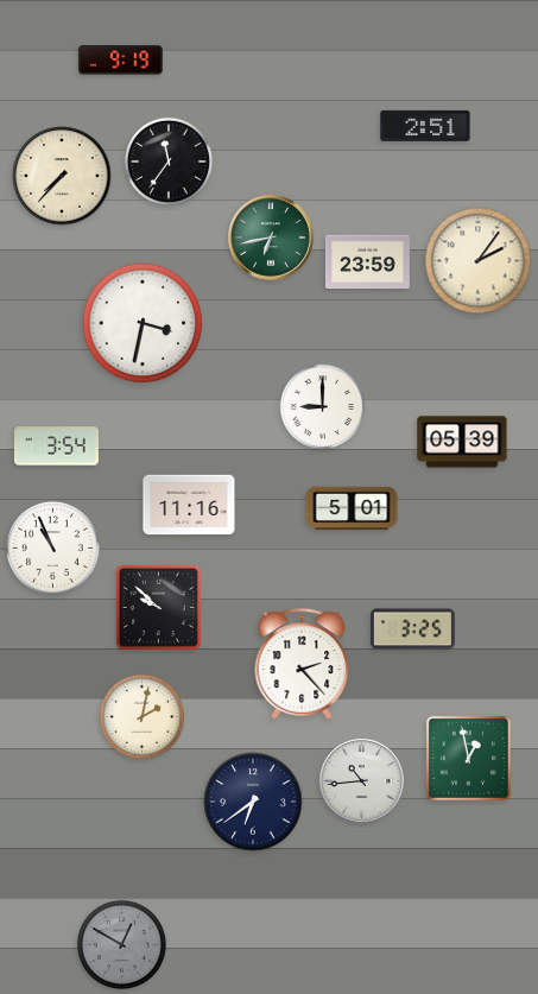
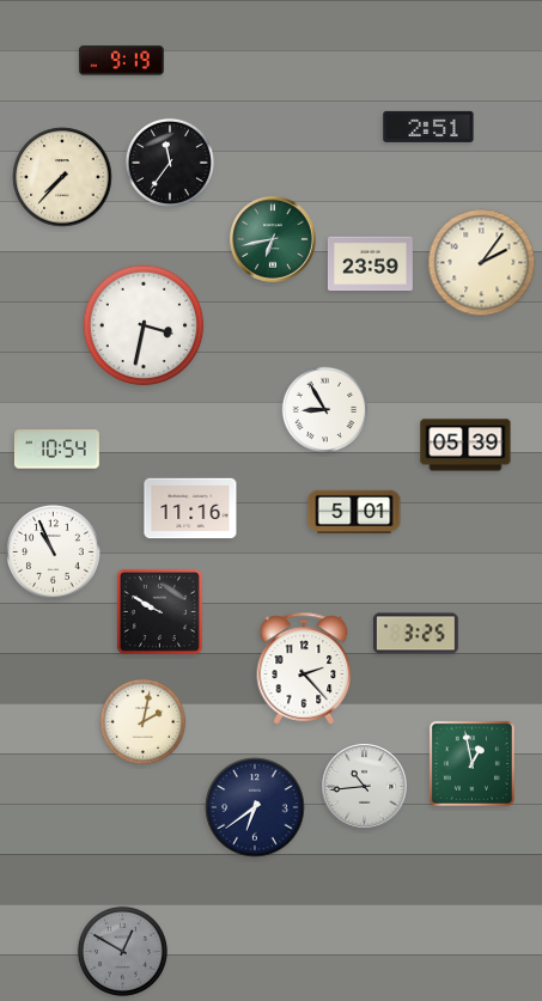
clock at (323, 407): 9:00 -> 8:55
clock at (56, 447): 3:54 -> 10:54
clock at (158, 607): 9:52 -> 9:50
